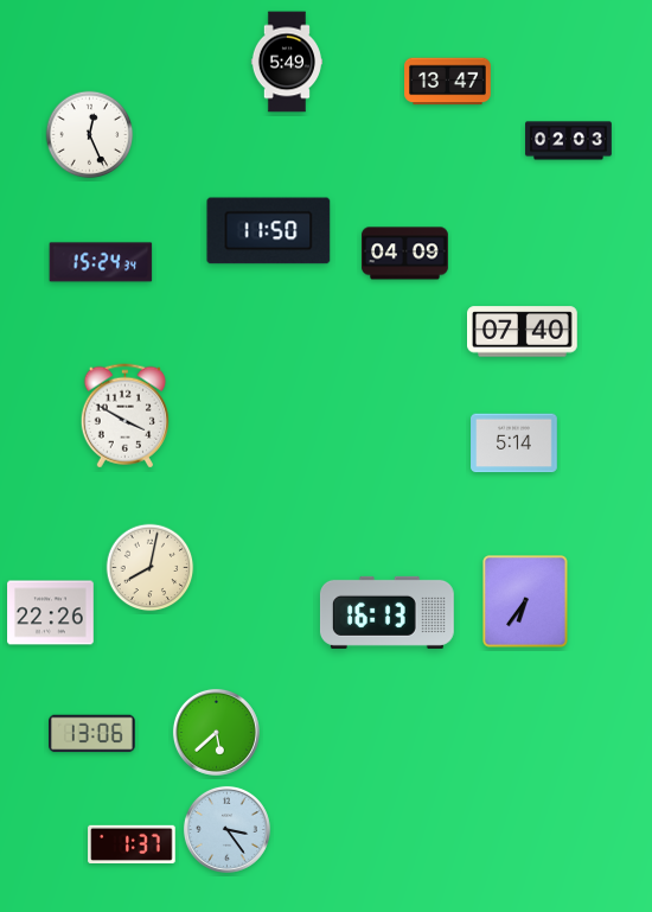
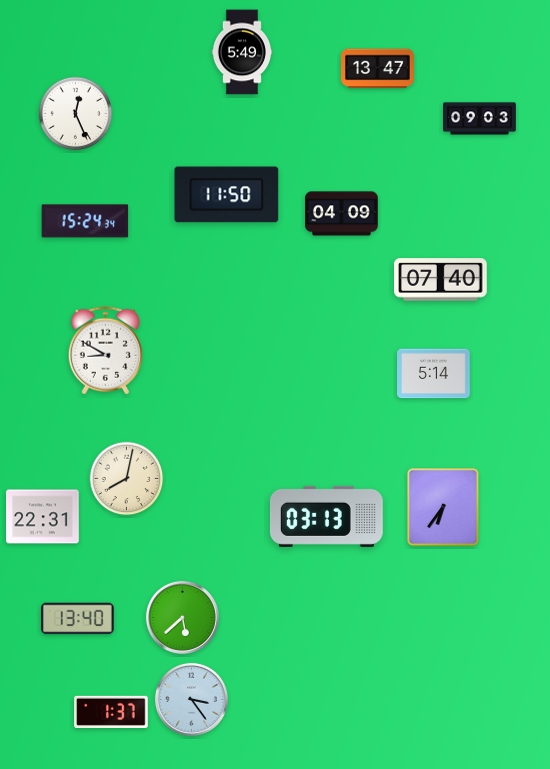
clock at (569, 141): 02:03 -> 09:03
clock at (124, 416): 3:50 -> 8:50
clock at (386, 612): 16:13 -> 03:13
clock at (51, 613): 22:26 -> 22:31
clock at (92, 734): 13:06 -> 13:40
